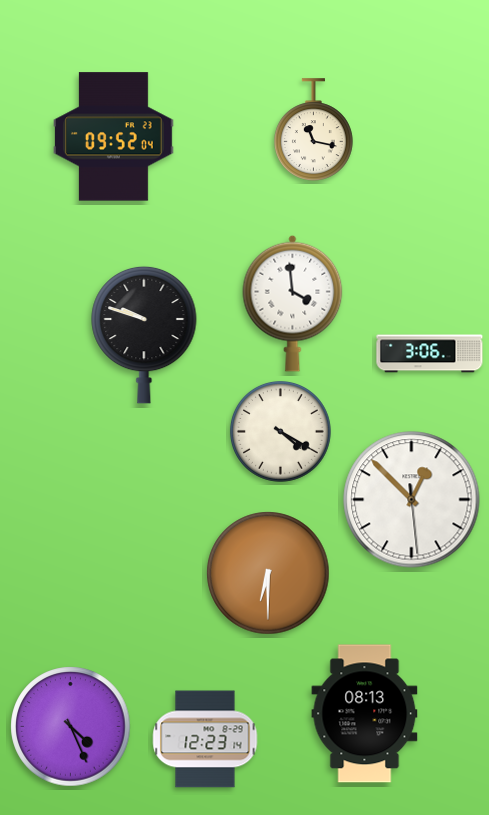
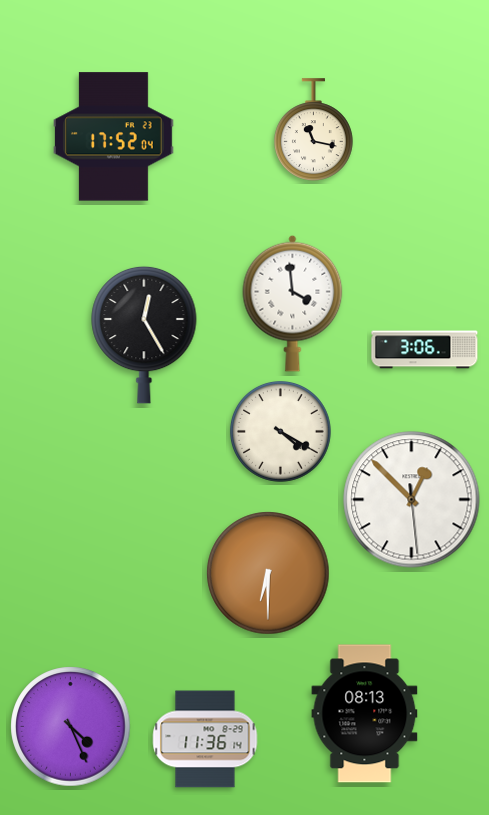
clock at (114, 137): 09:52 -> 17:52
clock at (144, 335): 9:48 -> 12:25
clock at (430, 354) position: (430, 354) -> (425, 350)
clock at (205, 739): 12:23 -> 11:36
